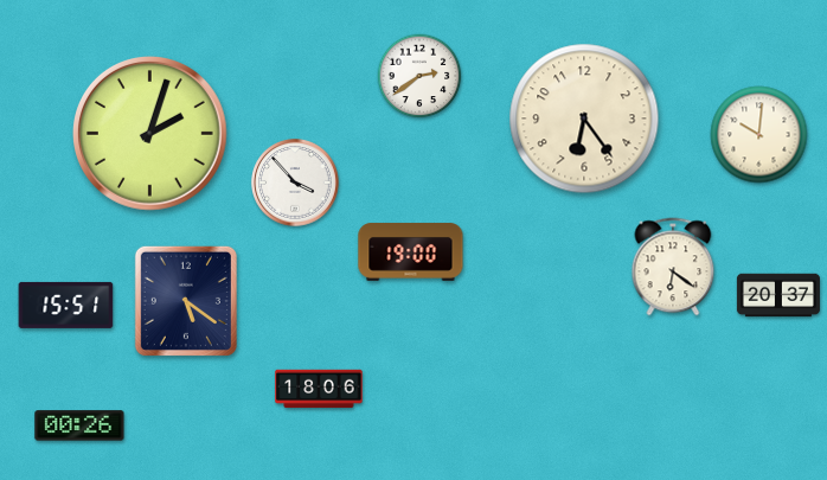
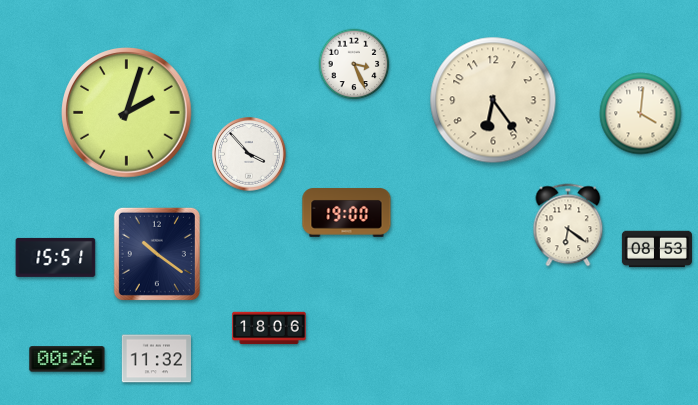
clock at (419, 76): 2:39 -> 3:26
clock at (759, 135): 10:01 -> 4:01
clock at (778, 295): 20:37 -> 08:53
clock at (186, 301): 5:21 -> 10:21
clock at (157, 359): none -> 11:32
